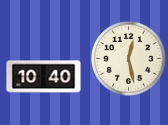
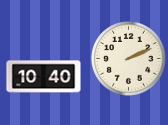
clock at (129, 59): 12:28 -> 2:11
